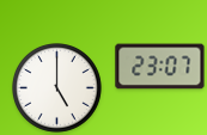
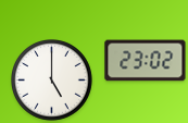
clock at (160, 67): 23:07 -> 23:02
